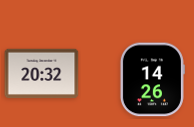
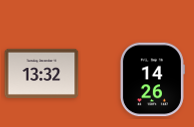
clock at (42, 74): 20:32 -> 13:32
